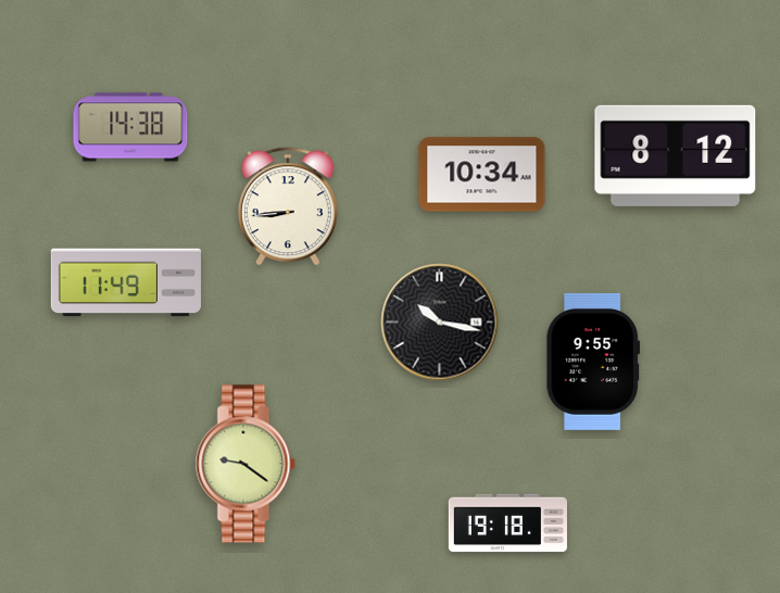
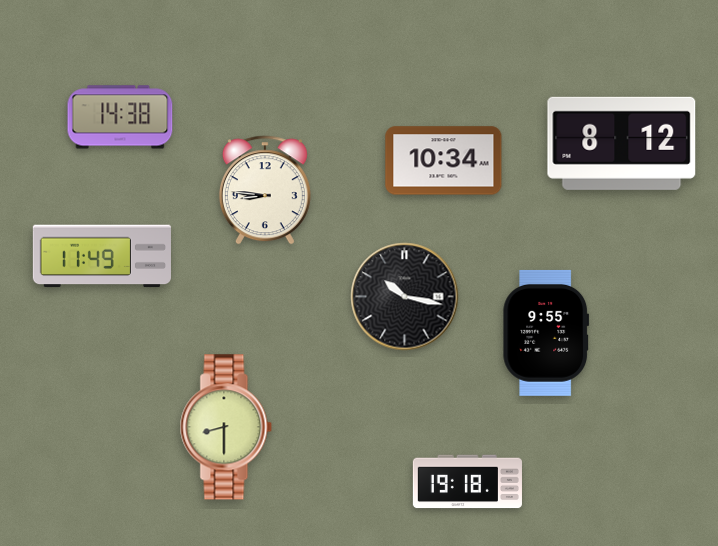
clock at (288, 206): 8:44 -> 8:46
clock at (126, 282) position: (126, 282) -> (102, 256)
clock at (246, 464): 9:21 -> 8:30
